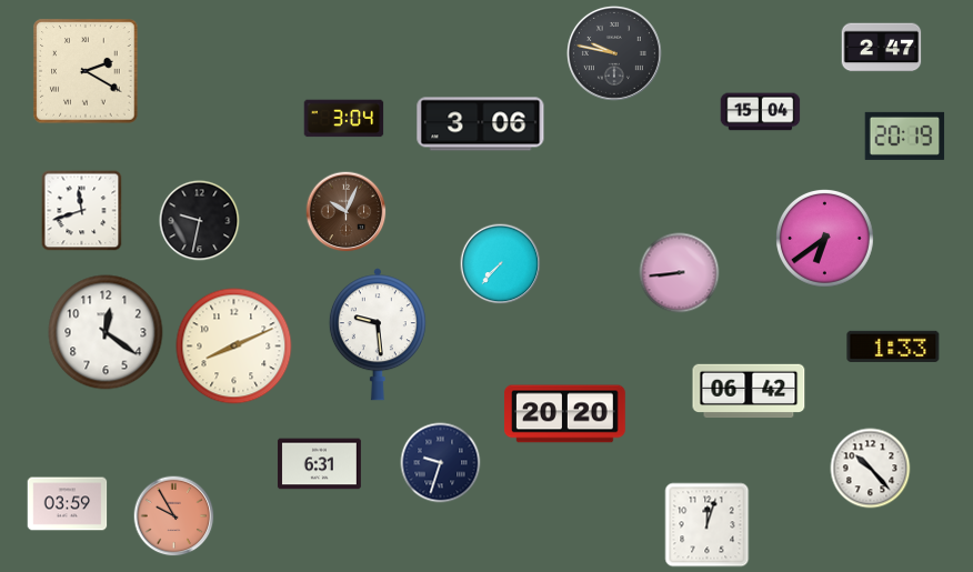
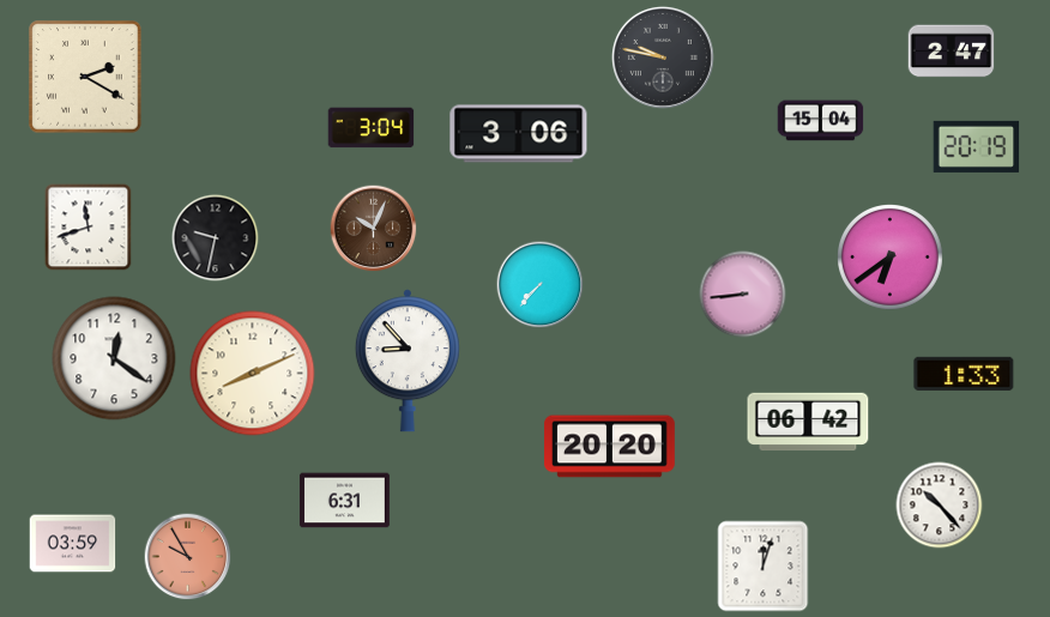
clock at (86, 71) position: (86, 71) -> (85, 77)
clock at (680, 273) position: (680, 273) -> (743, 295)
clock at (378, 334): 9:29 -> 8:53
clock at (441, 463): 9:33 -> none
